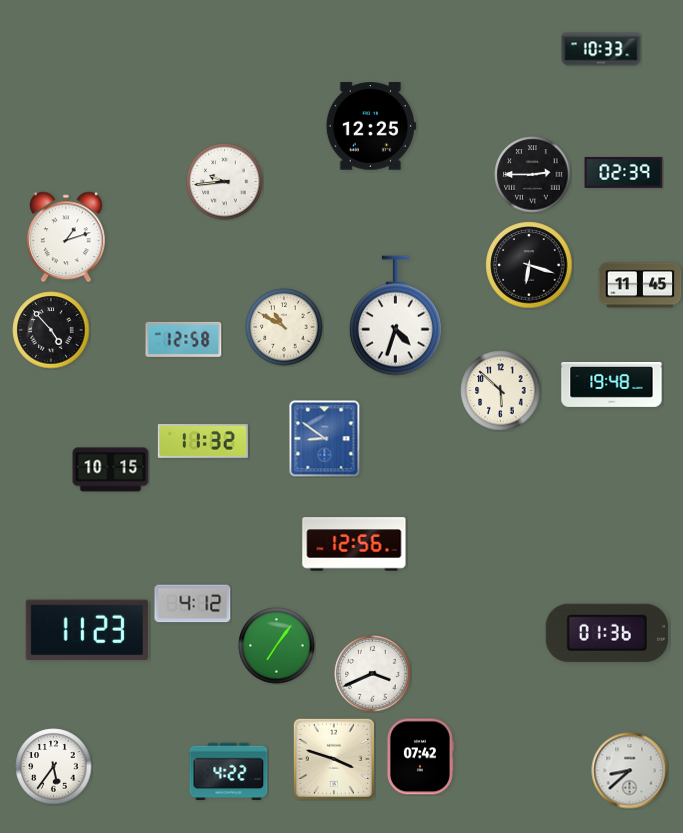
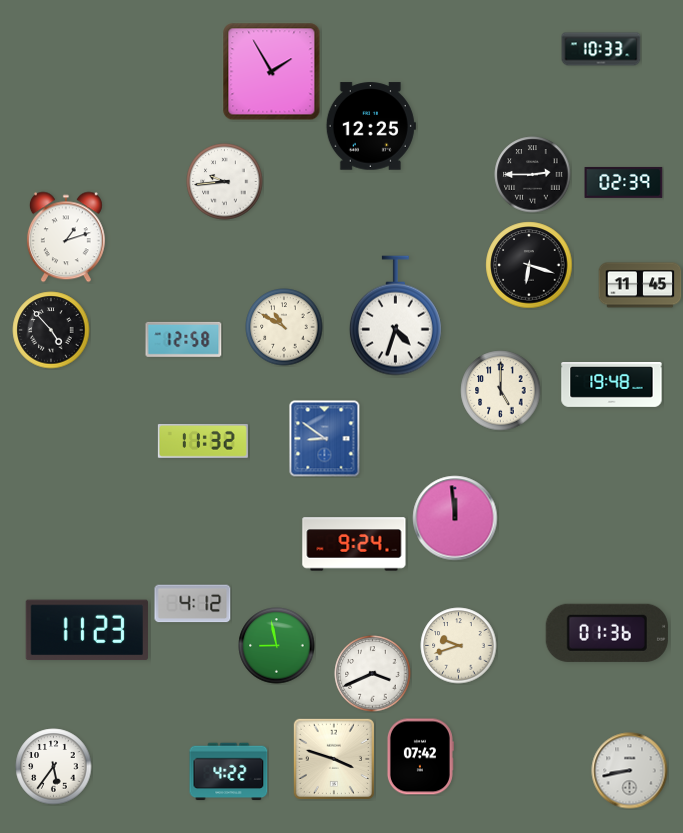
clock at (272, 72): none -> 1:55
clock at (624, 172) position: (624, 172) -> (624, 182)
clock at (501, 391): 5:52 -> 5:00
clock at (111, 470): 10:15 -> none
clock at (455, 518): none -> 11:59
clock at (354, 544): 12:56 -> 9:24
clock at (277, 646): 7:06 -> 8:58
clock at (459, 646): none -> 9:42
clock at (630, 771): 8:38 -> 8:43
